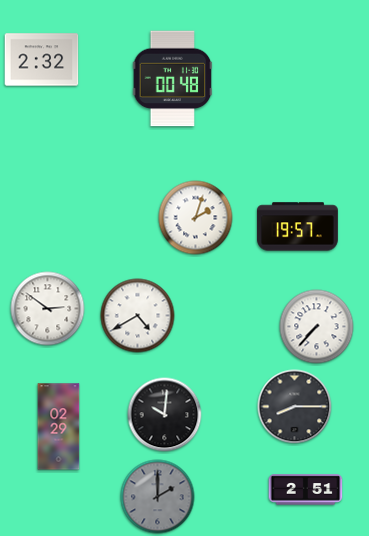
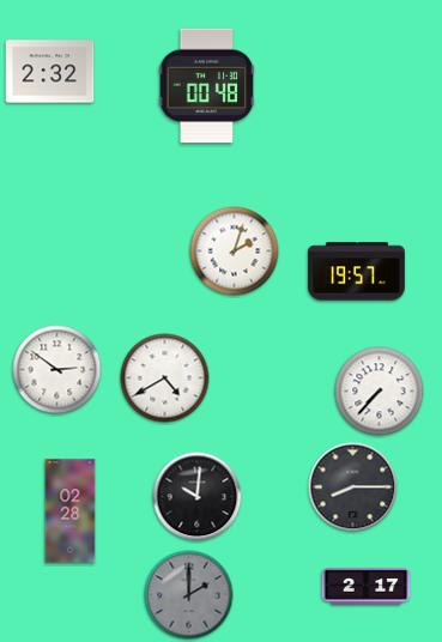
clock at (173, 79) position: (173, 79) -> (207, 86)
clock at (196, 218) position: (196, 218) -> (235, 252)
clock at (59, 427): 02:29 -> 02:28
clock at (306, 490): 2:51 -> 2:17
